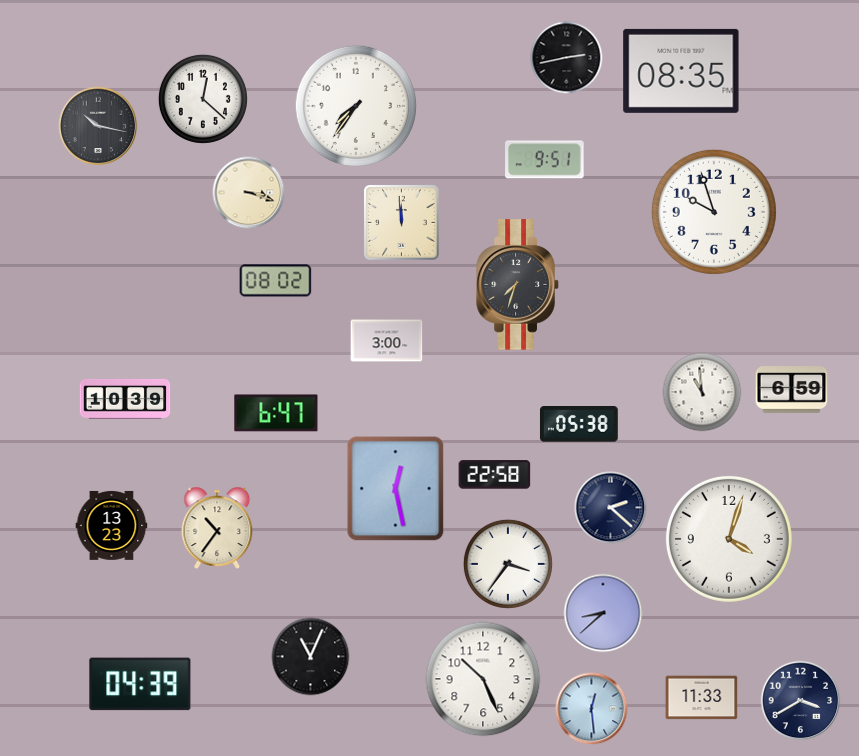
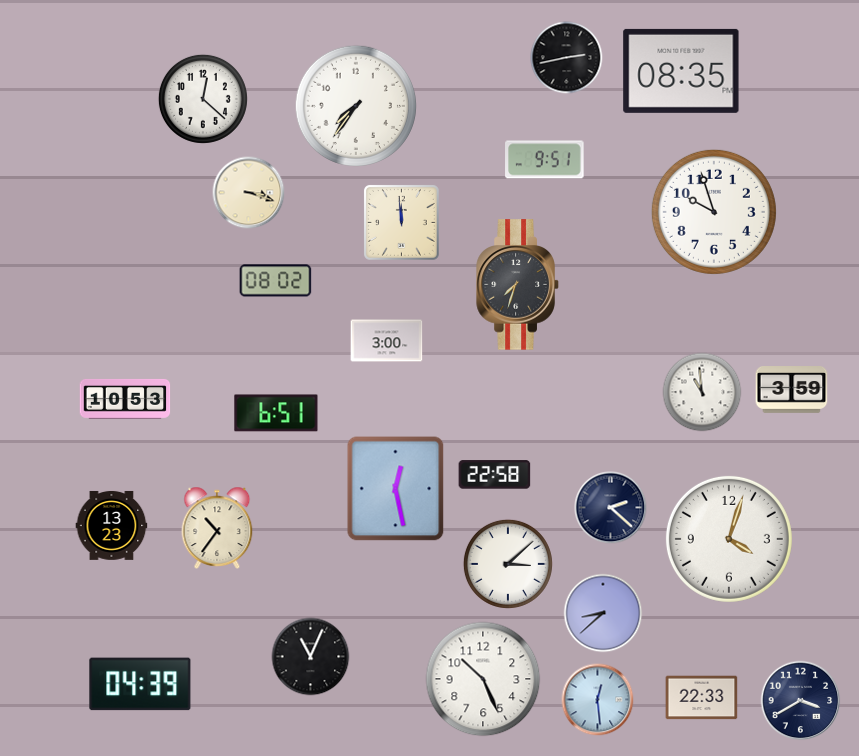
clock at (98, 126): 10:17 -> none
clock at (792, 390): 6:59 -> 3:59
clock at (125, 399): 10:39 -> 10:53
clock at (276, 413): 6:47 -> 6:51
clock at (579, 424): 05:38 -> none
clock at (508, 564): 3:36 -> 3:08
clock at (702, 698): 11:33 -> 22:33
clock at (592, 709) position: (592, 709) -> (598, 700)
